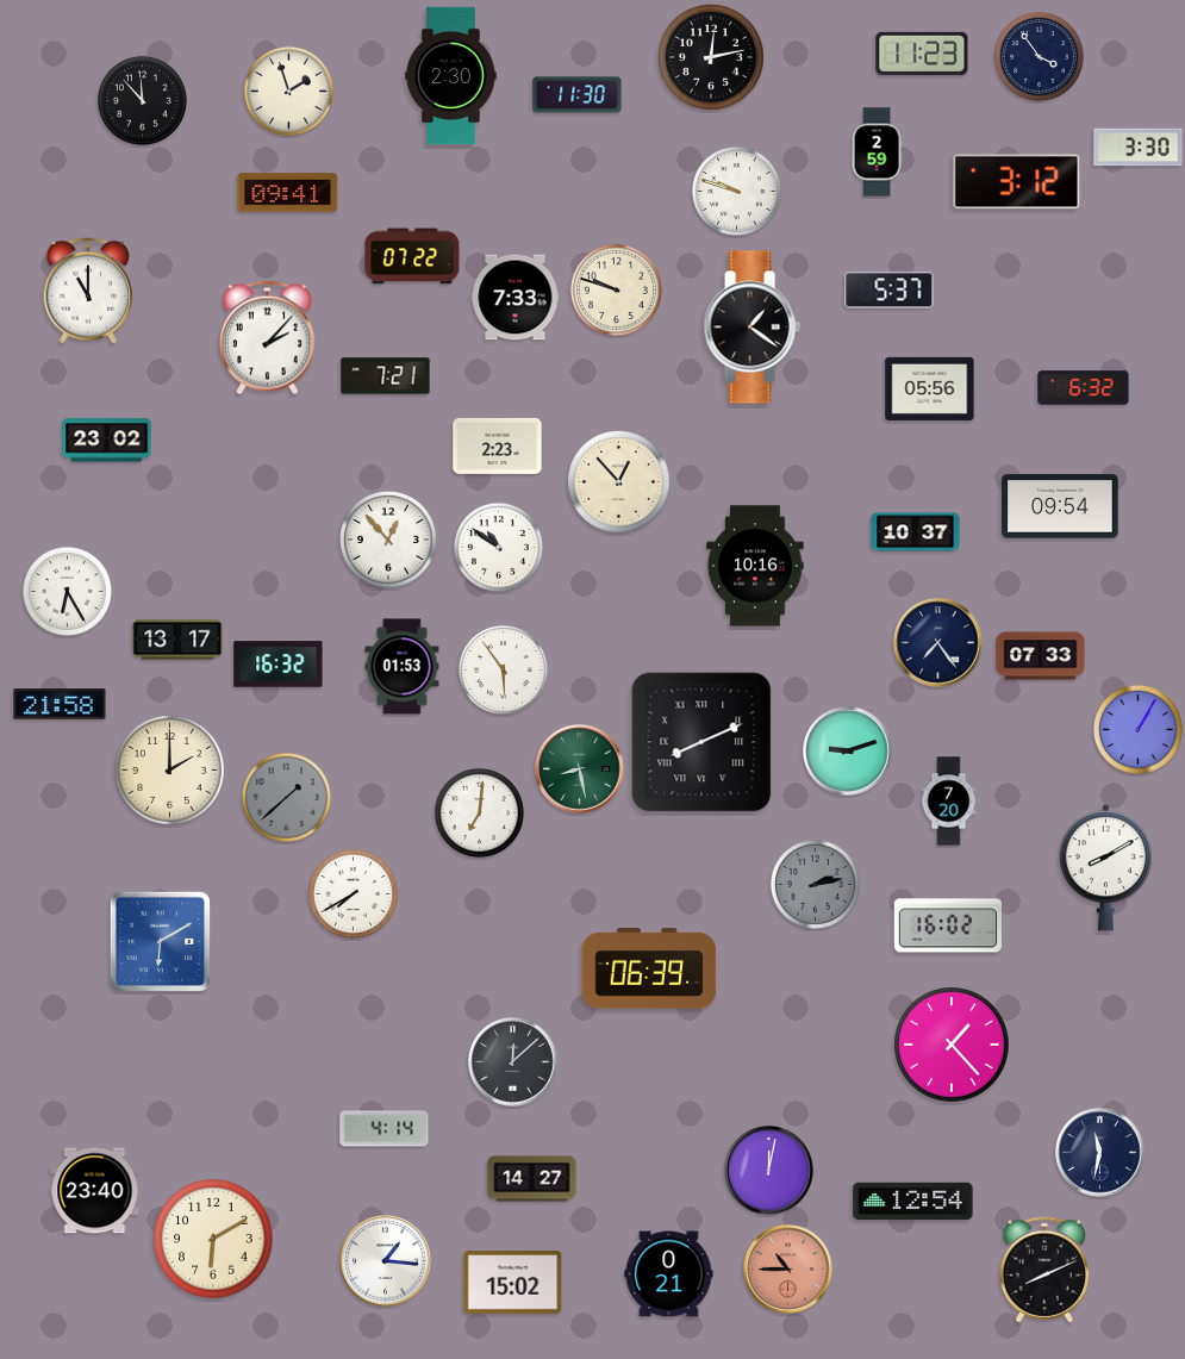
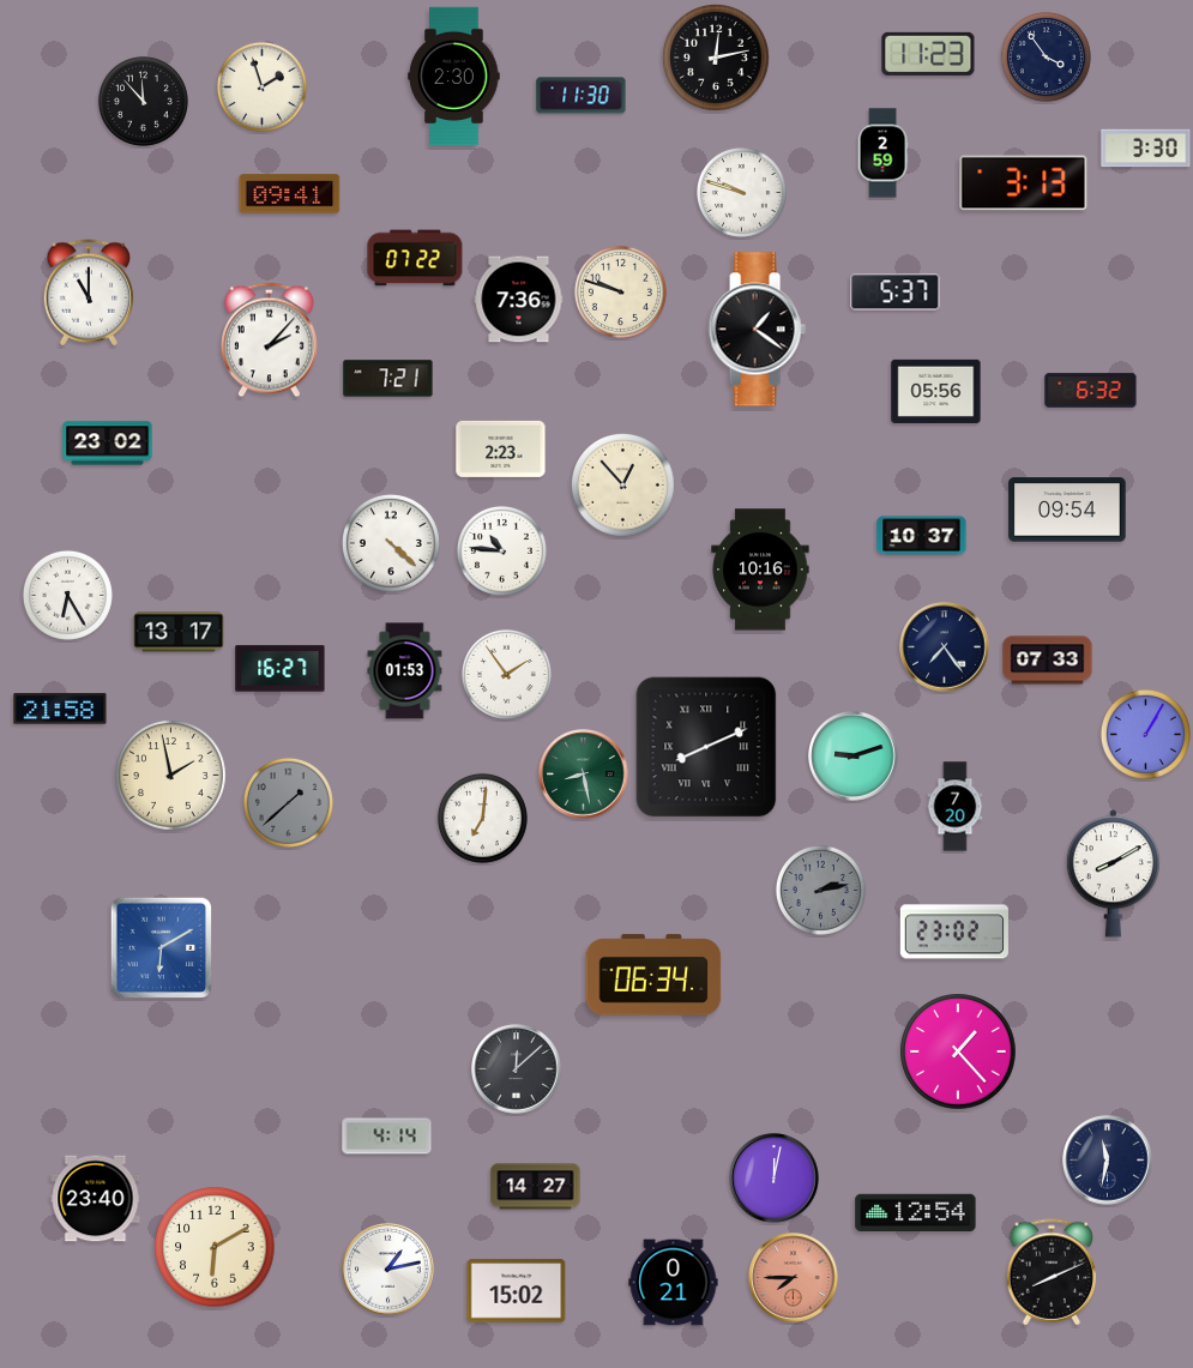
clock at (288, 91) position: (288, 91) -> (261, 86)
clock at (1017, 182): 3:12 -> 3:13
clock at (516, 298): 7:33 -> 7:36
clock at (388, 540): 12:53 -> 4:22
clock at (498, 547): 10:51 -> 10:46
clock at (177, 640) position: (177, 640) -> (179, 632)
clock at (279, 665): 16:32 -> 16:27
clock at (503, 669): 5:54 -> 1:54
clock at (170, 771): 2:00 -> 1:58
clock at (353, 893): 7:40 -> none
clock at (948, 925): 16:02 -> 23:02
clock at (649, 968): 06:39 -> 06:34
clock at (913, 1201) position: (913, 1201) -> (916, 1212)
clock at (386, 1261): 1:16 -> 1:13
clock at (788, 1270): 10:45 -> 7:45
clock at (1044, 1270) position: (1044, 1270) -> (1052, 1272)
